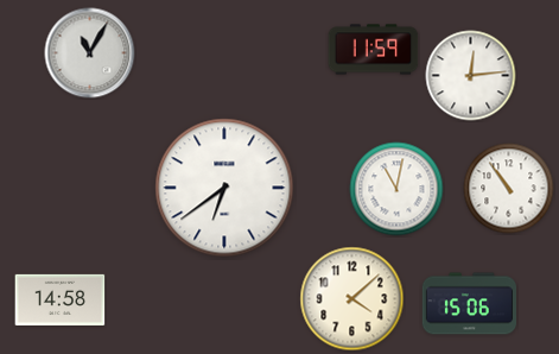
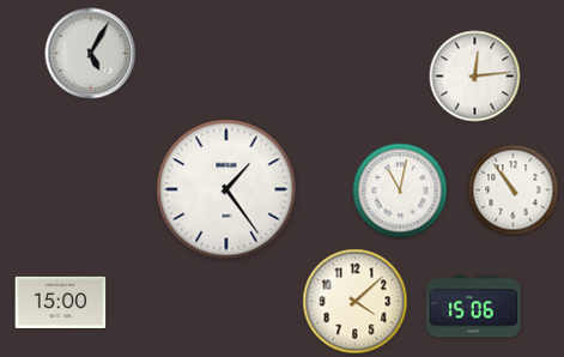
clock at (374, 50): 11:59 -> none
clock at (90, 53): 11:05 -> 5:05
clock at (224, 188): 6:39 -> 1:24
clock at (61, 299): 14:58 -> 15:00
